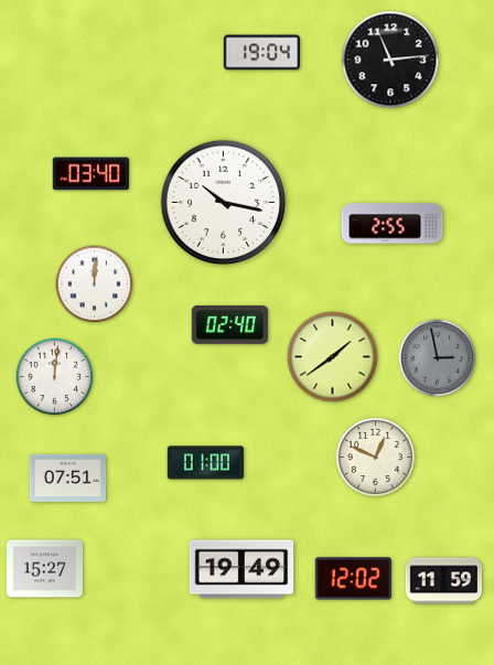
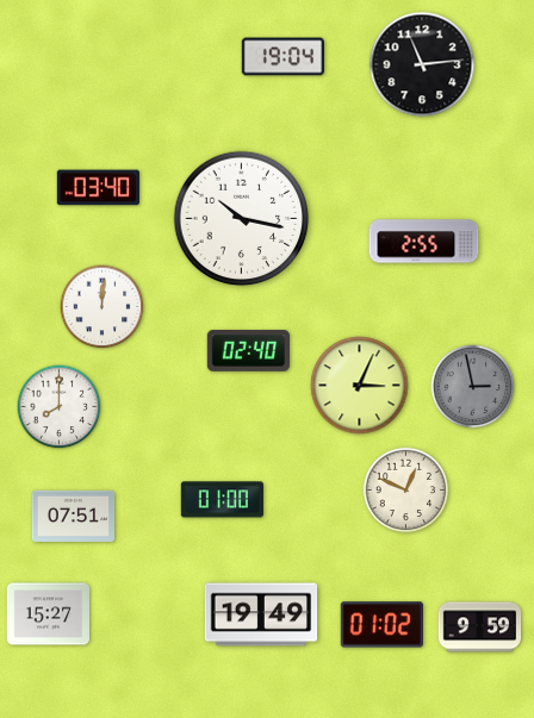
clock at (333, 357): 1:39 -> 3:04
clock at (55, 377): 12:01 -> 8:00
clock at (376, 458) position: (376, 458) -> (406, 491)
clock at (353, 579): 12:02 -> 01:02
clock at (443, 581): 11:59 -> 9:59
